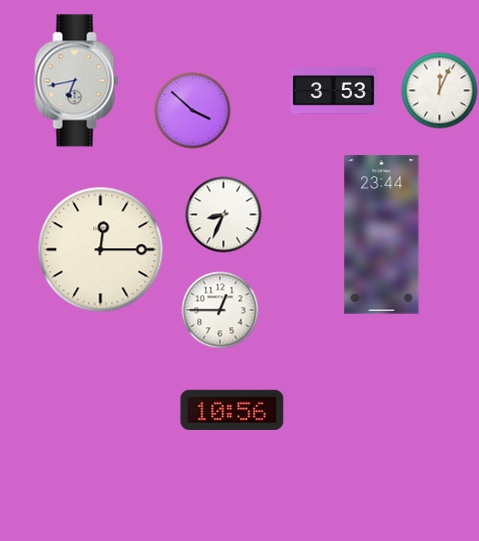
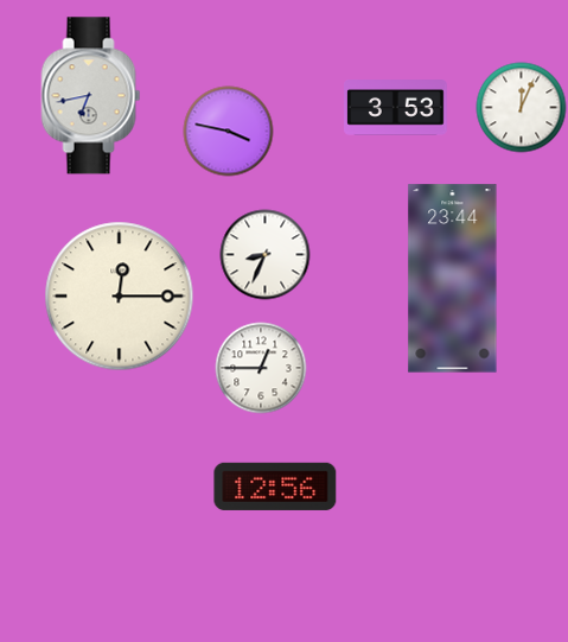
clock at (193, 111): 3:52 -> 3:47
clock at (232, 410): 10:56 -> 12:56
